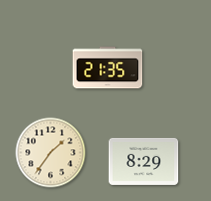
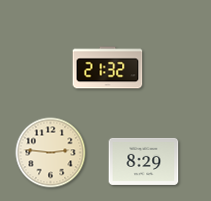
clock at (108, 68): 21:35 -> 21:32
clock at (51, 153): 1:36 -> 2:46
